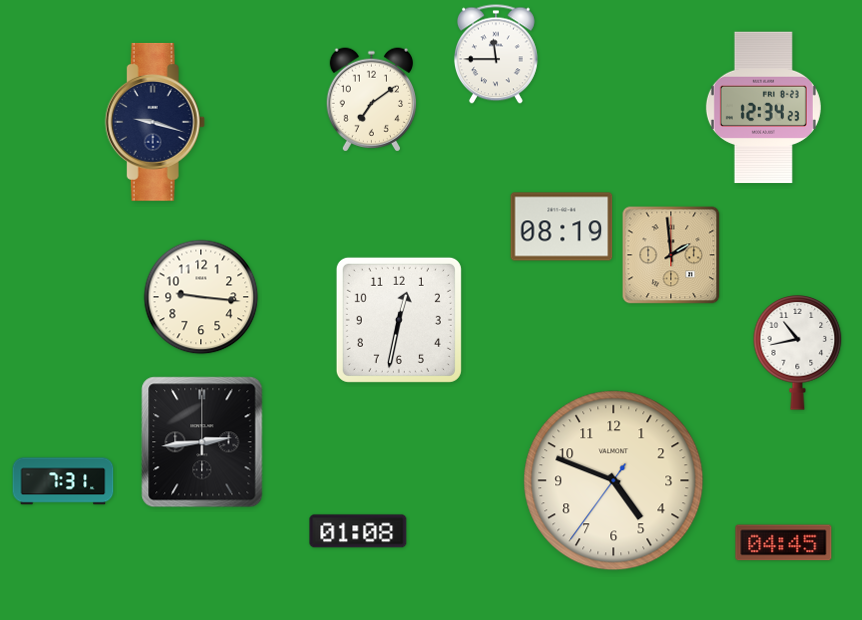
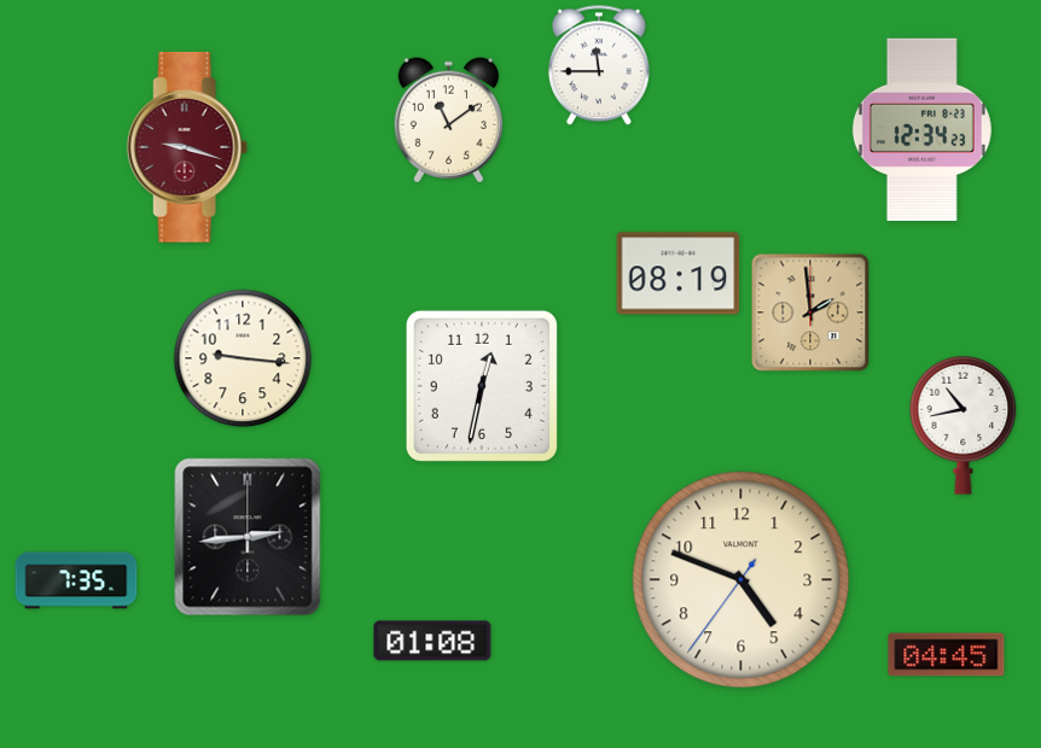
clock at (371, 100): 7:09 -> 11:09
clock at (155, 122) dial: navy -> burgundy
clock at (671, 255) position: (671, 255) -> (810, 312)
clock at (202, 442) position: (202, 442) -> (248, 537)
clock at (63, 481): 7:31 -> 7:35
